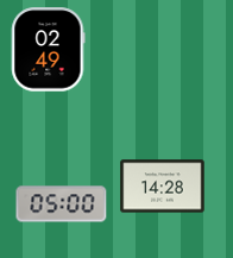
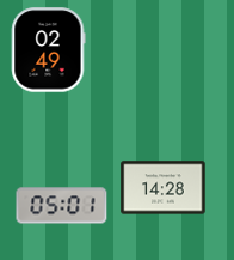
clock at (62, 204): 05:00 -> 05:01
